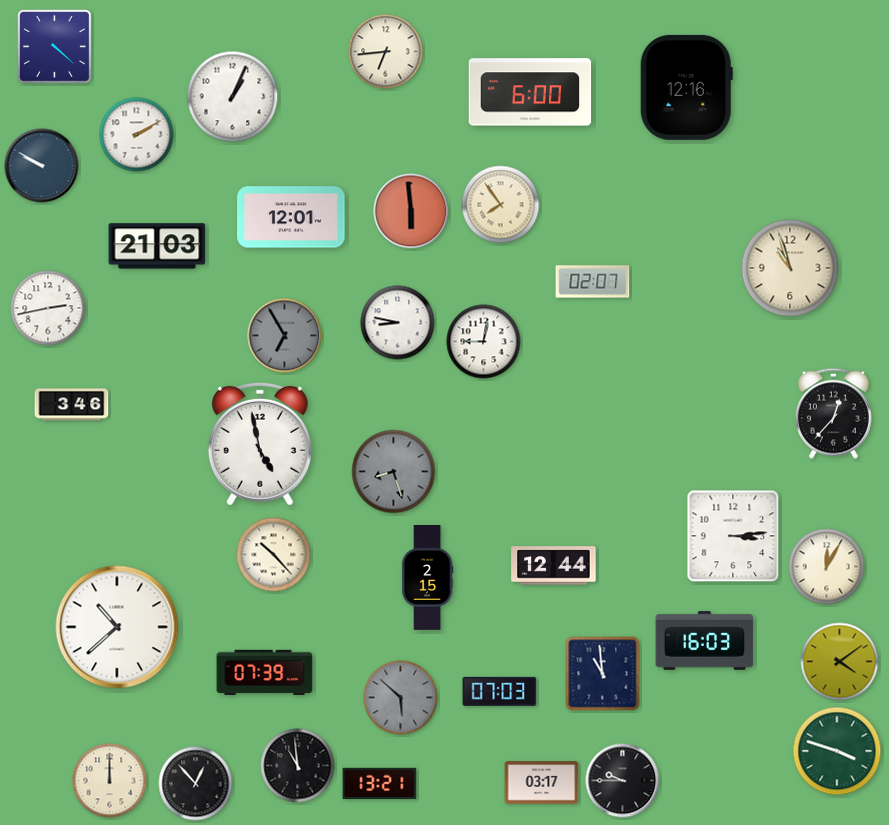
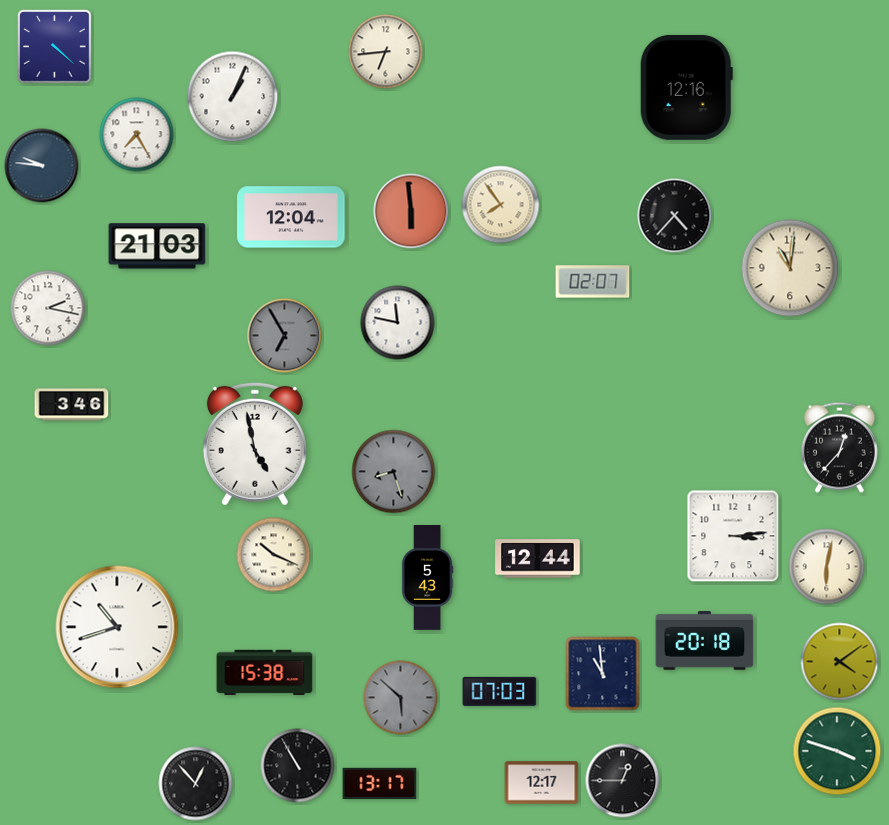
clock at (530, 92): 6:00 -> none
clock at (137, 135): 2:10 -> 7:25
clock at (42, 166): 9:50 -> 9:46
clock at (675, 216): none -> 4:37
clock at (291, 217): 12:01 -> 12:04
clock at (790, 268): 10:57 -> 11:01
clock at (48, 308): 2:43 -> 2:17
clock at (398, 323): 8:47 -> 11:47
clock at (484, 342): 9:02 -> none
clock at (833, 413) position: (833, 413) -> (839, 447)
clock at (260, 444) position: (260, 444) -> (255, 444)
clock at (274, 555): 10:23 -> 10:19
clock at (554, 566) position: (554, 566) -> (538, 559)
clock at (827, 567): 12:05 -> 6:02
clock at (427, 578): 2:15 -> 5:43
clock at (117, 627): 10:38 -> 10:42
clock at (705, 641): 16:03 -> 20:18
clock at (265, 672): 07:39 -> 15:38
clock at (298, 766): 10:59 -> 10:55
clock at (110, 781): 12:00 -> none
clock at (623, 781): 9:45 -> 12:45
clock at (542, 783): 03:17 -> 12:17
clock at (380, 784): 13:21 -> 13:17
